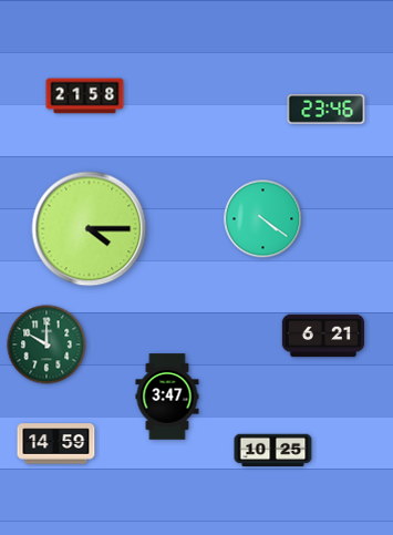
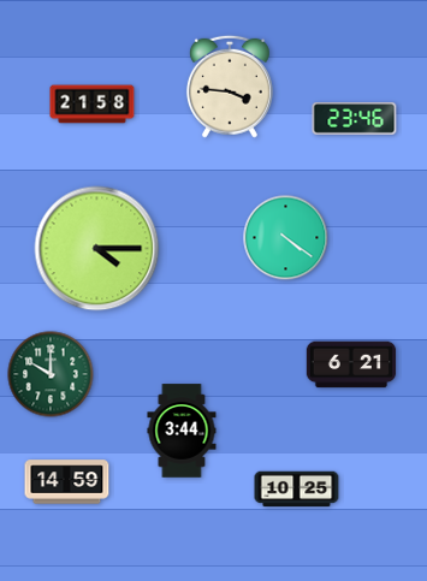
clock at (230, 87): none -> 3:46
clock at (167, 397): 3:47 -> 3:44
clock at (56, 444) position: (56, 444) -> (67, 482)
